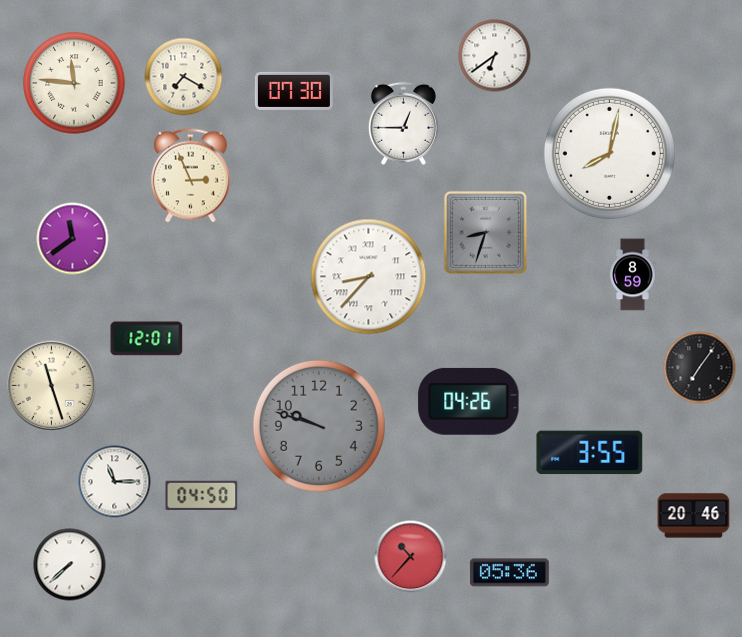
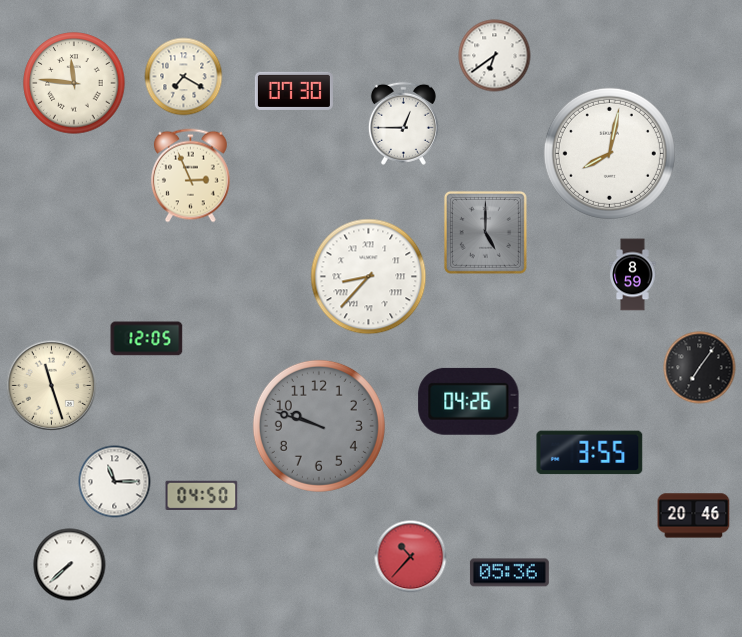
clock at (485, 232): 8:33 -> 5:00
clock at (73, 239): 11:39 -> none
clock at (147, 339): 12:01 -> 12:05
